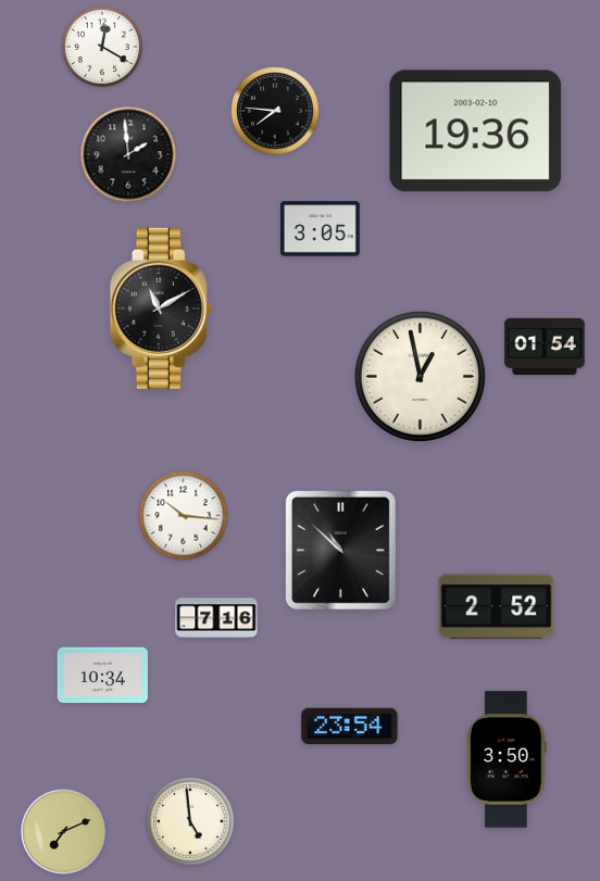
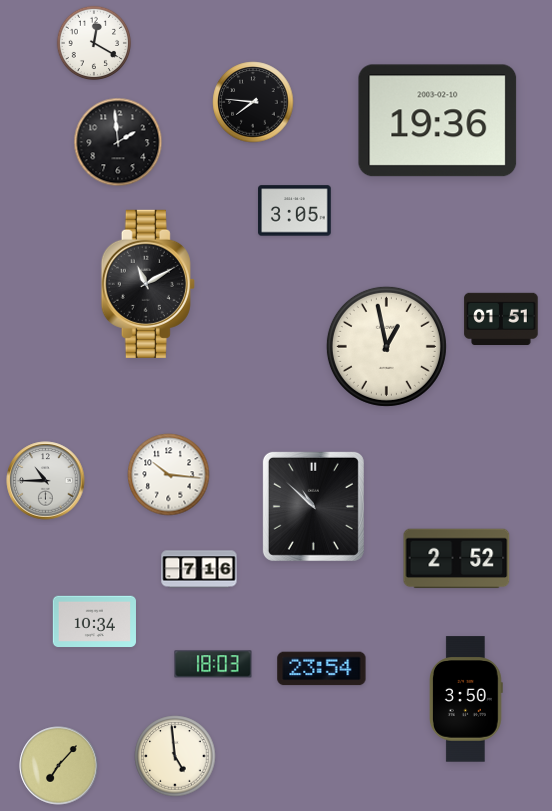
clock at (545, 347): 01:54 -> 01:51
clock at (46, 481): none -> 10:45
clock at (213, 664): none -> 18:03
clock at (64, 832): 7:11 -> 7:07
